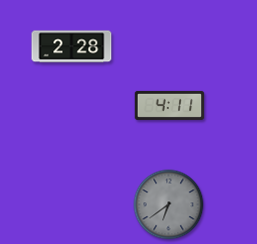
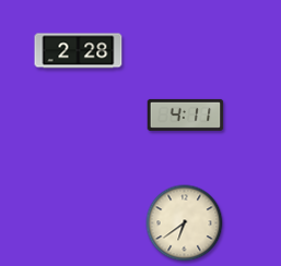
clock at (169, 205) dial: grey -> cream
